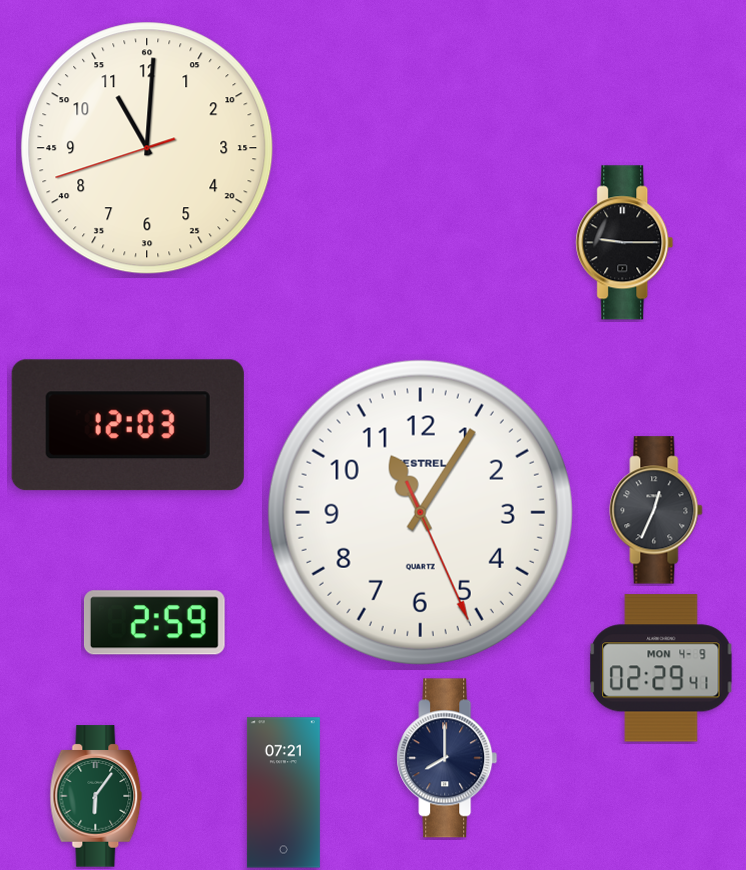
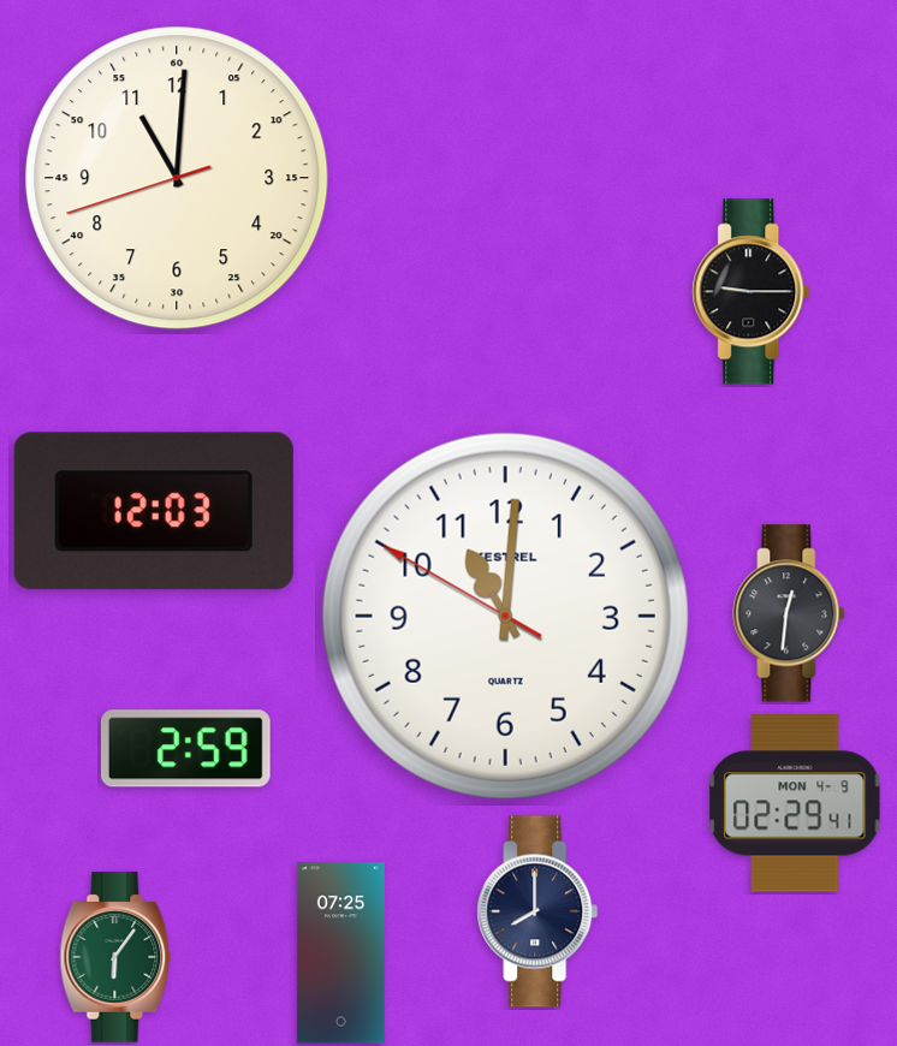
clock at (656, 510): 12:34 -> 12:31
clock at (420, 512): 11:05 -> 11:00
clock at (283, 793): 07:21 -> 07:25
